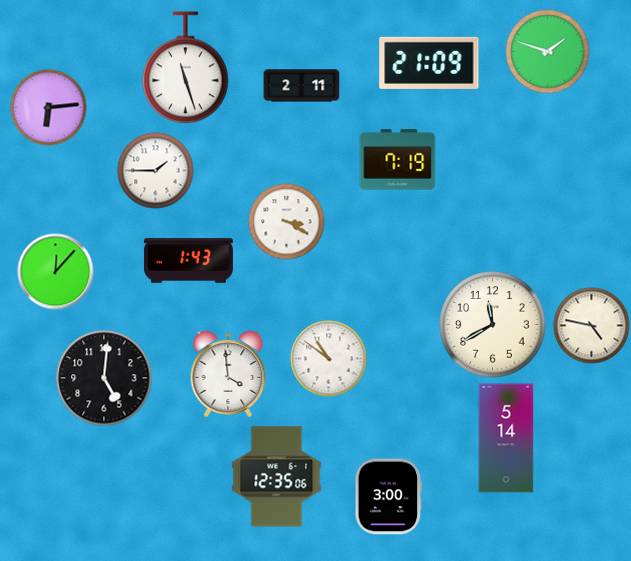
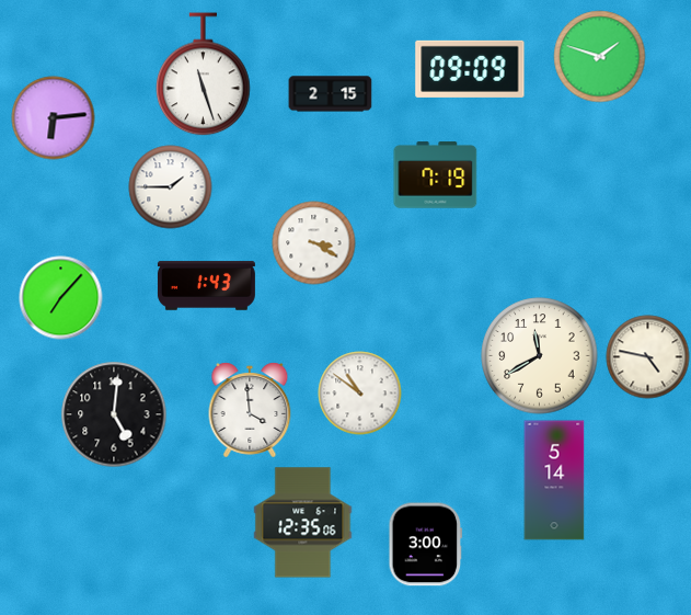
clock at (429, 63): 21:09 -> 09:09
clock at (302, 86): 2:11 -> 2:15
clock at (56, 272): 12:07 -> 7:07
